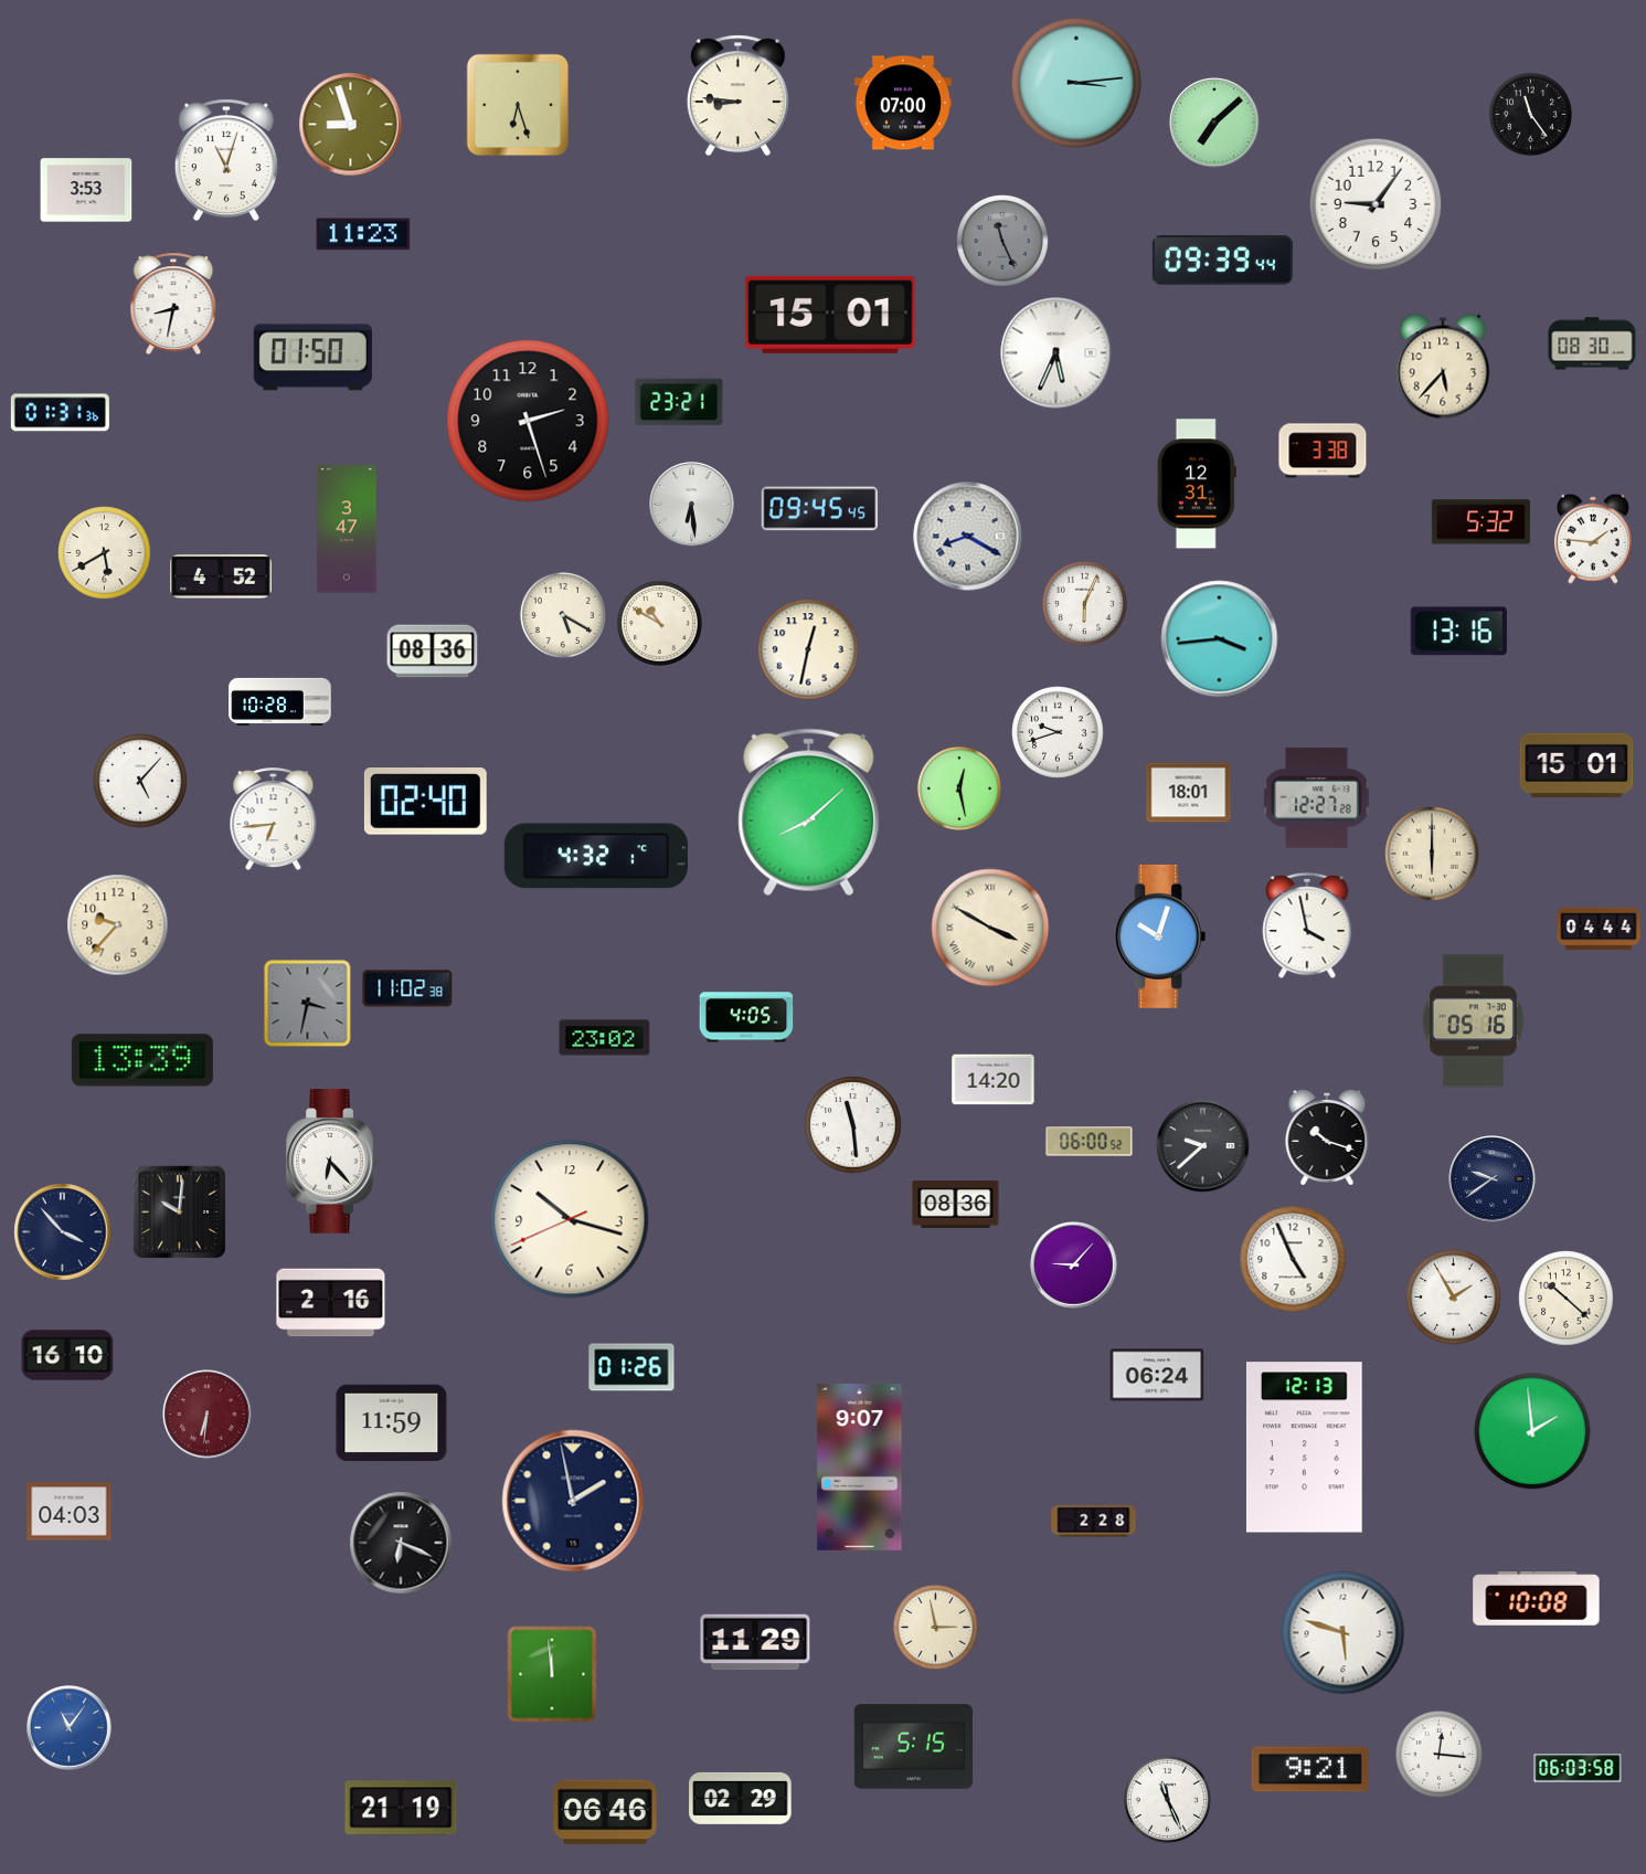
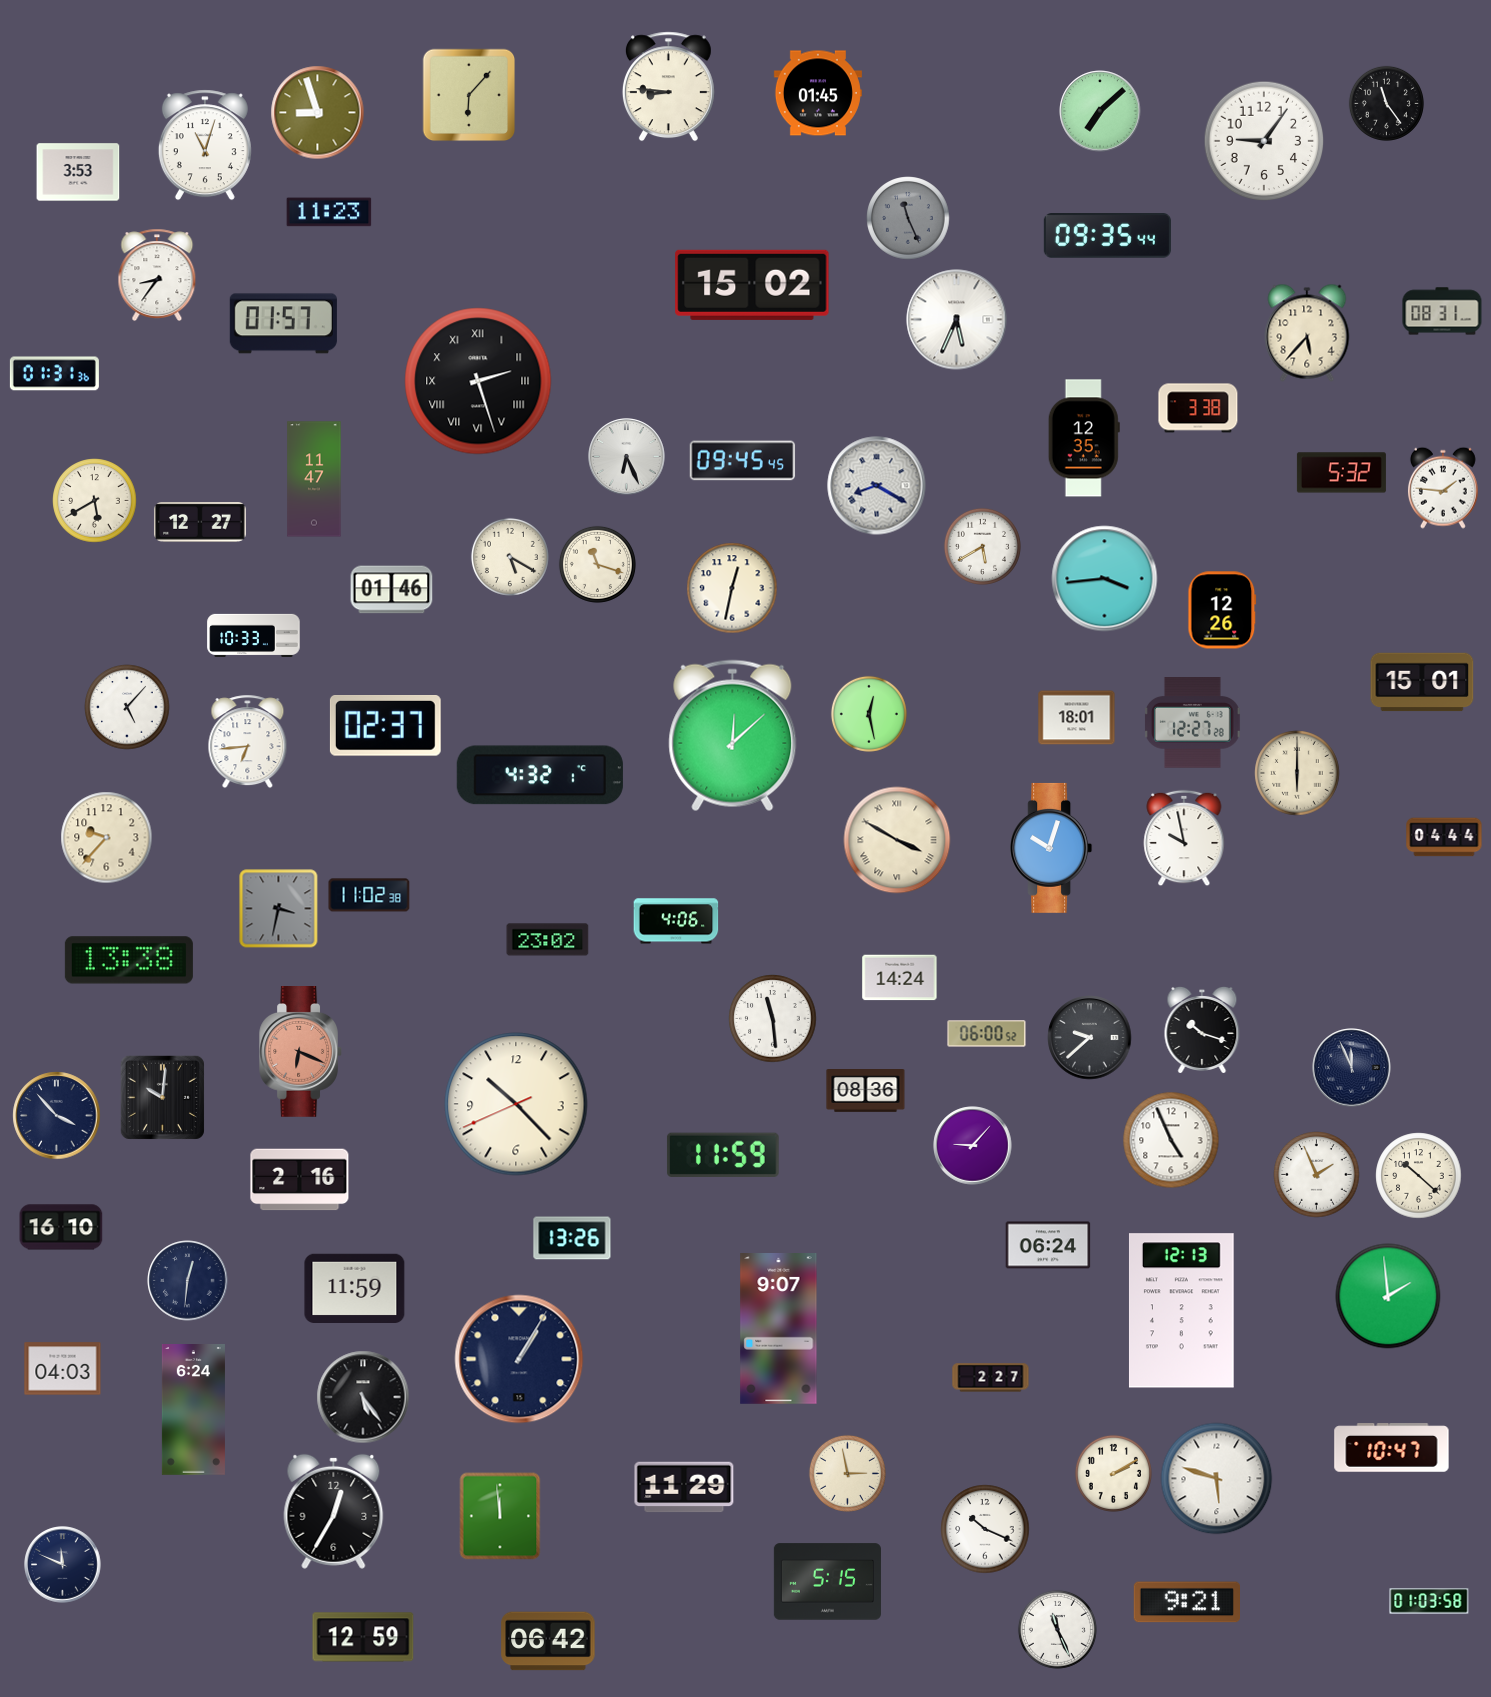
clock at (1076, 83): 3:14 -> none
clock at (903, 103): 07:00 -> 01:45
clock at (518, 105): 6:27 -> 6:07
clock at (1376, 204) position: (1376, 204) -> (1264, 141)
clock at (1222, 261): 09:39 -> 09:35
clock at (173, 304): 8:32 -> 8:36
clock at (830, 315): 15:01 -> 15:02
clock at (1592, 343): 08:30 -> 08:31
clock at (312, 358): 01:50 -> 01:57
clock at (679, 402): 23:21 -> none
clock at (528, 421) numerals: Arabic -> Roman
clock at (1197, 484): 12:31 -> 12:35
clock at (692, 505): 6:29 -> 6:26
clock at (347, 529): 3:47 -> 11:47
clock at (221, 578): 4:52 -> 12:27
clock at (1084, 603): 6:04 -> 5:40
clock at (659, 623): 10:50 -> 11:18
clock at (1458, 632): 13:16 -> none
clock at (433, 652): 08:36 -> 01:46
clock at (1222, 610): none -> 12:26
clock at (280, 701): 10:28 -> 10:33
clock at (1058, 732): 9:42 -> none
clock at (1576, 765) position: (1576, 765) -> (1422, 682)
clock at (425, 802): 02:40 -> 02:37
clock at (809, 813): 8:08 -> 12:08
clock at (1307, 925): 3:58 -> 9:58
clock at (1599, 929) position: (1599, 929) -> (1444, 837)
clock at (746, 1017): 4:05 -> 4:06
clock at (1473, 1021): 05:16 -> none
clock at (142, 1060): 13:39 -> 13:38
clock at (994, 1080): 14:20 -> 14:24
clock at (331, 1162): 6:23 -> 6:19
clock at (331, 1162) dial: white -> salmon
clock at (1493, 1179): 9:39 -> 11:56
clock at (570, 1219): 10:17 -> 10:22
clock at (723, 1154): none -> 11:59
clock at (1454, 1298): 1:55 -> 1:56
clock at (631, 1367): 01:26 -> 13:26
clock at (208, 1415): 6:31 -> 12:31
clock at (208, 1415) dial: burgundy -> navy
clock at (573, 1501): 1:58 -> 1:05
clock at (1094, 1522): 2:28 -> 2:27
clock at (401, 1543): 6:19 -> 5:24
clock at (193, 1410): none -> 6:24
clock at (1537, 1599): 10:08 -> 10:47
clock at (1113, 1473): none -> 2:10
clock at (334, 1511): none -> 12:35
clock at (985, 1529): none -> 10:19
clock at (70, 1728): 11:06 -> 11:49
clock at (70, 1728) dial: blue -> navy
clock at (1438, 1754): 12:16 -> none
clock at (1578, 1768): 06:03 -> 01:03
clock at (741, 1798): 02:29 -> none
clock at (401, 1808): 21:19 -> 12:59
clock at (605, 1812): 06:46 -> 06:42
